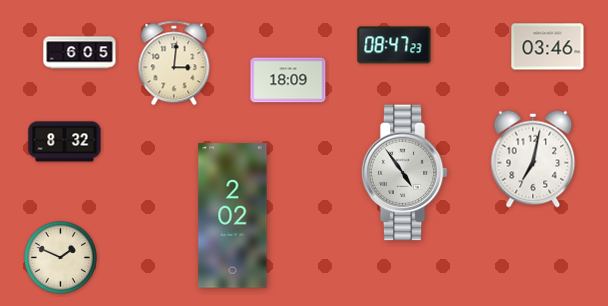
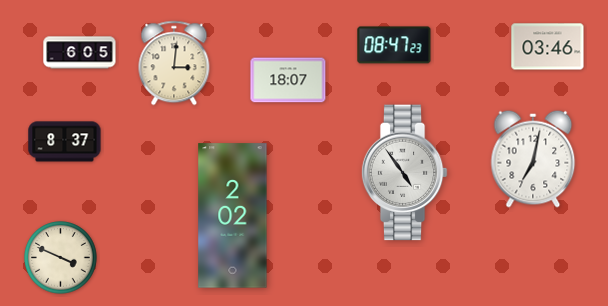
clock at (288, 80): 18:09 -> 18:07
clock at (65, 142): 8:32 -> 8:37
clock at (61, 258): 1:49 -> 3:49
